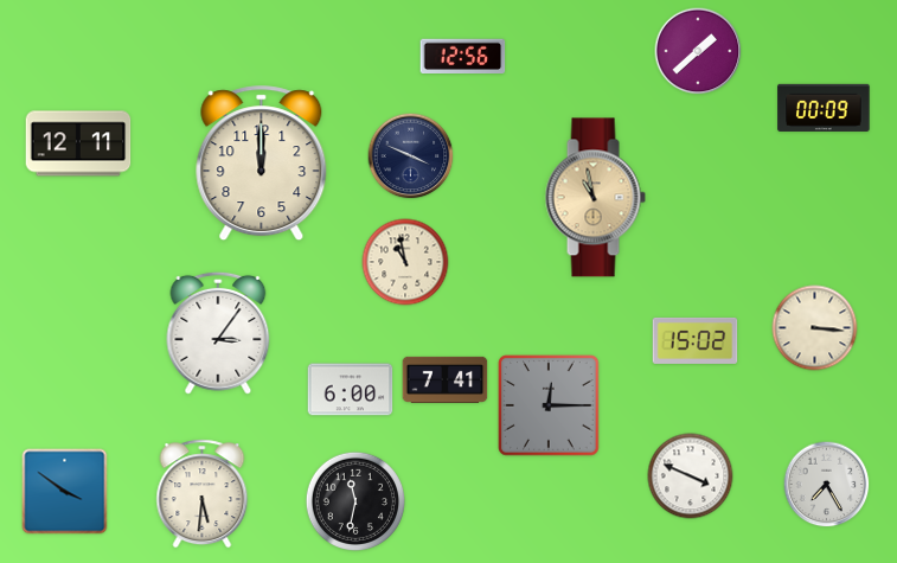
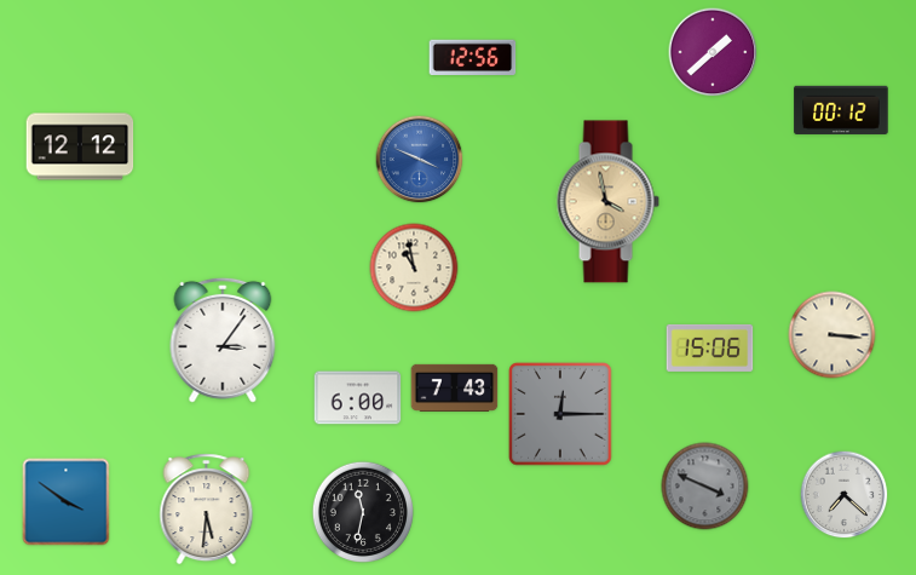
clock at (824, 108): 00:09 -> 00:12
clock at (78, 143): 12:11 -> 12:12
clock at (411, 156) dial: navy -> blue
clock at (262, 164): 12:00 -> none
clock at (595, 198): 10:58 -> 3:58
clock at (696, 340): 15:02 -> 15:06
clock at (446, 379): 7:41 -> 7:43
clock at (691, 476) dial: white -> grey
clock at (827, 485): 7:25 -> 7:22
clock at (203, 494) position: (203, 494) -> (207, 510)
